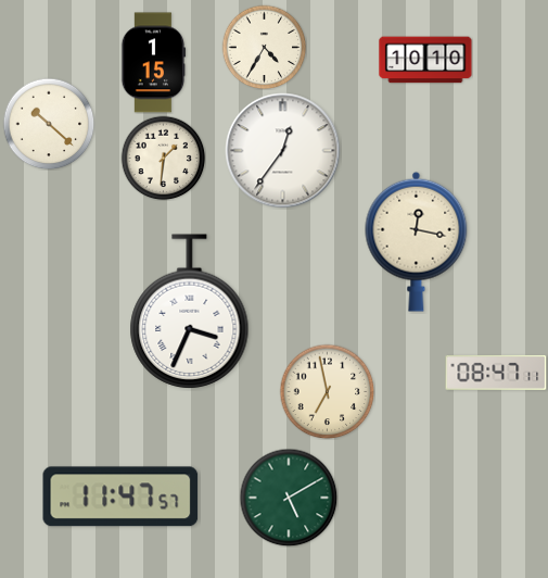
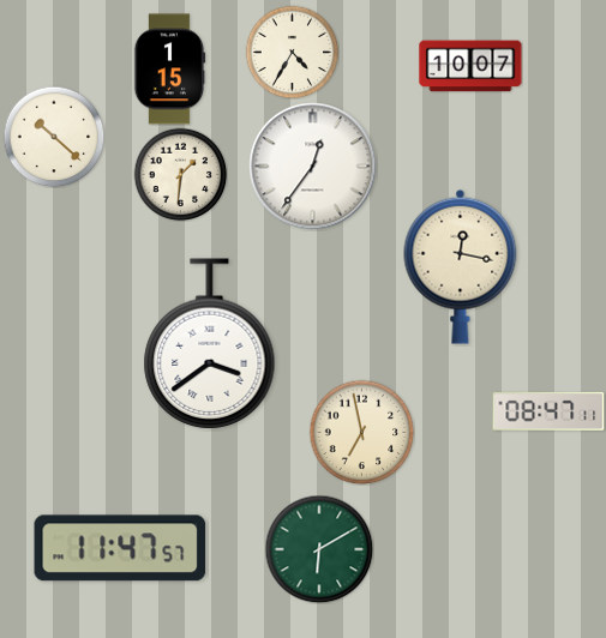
clock at (425, 60): 10:10 -> 10:07
clock at (190, 312): 3:34 -> 3:39
clock at (120, 497) position: (120, 497) -> (120, 548)
clock at (289, 498): 5:10 -> 6:10
